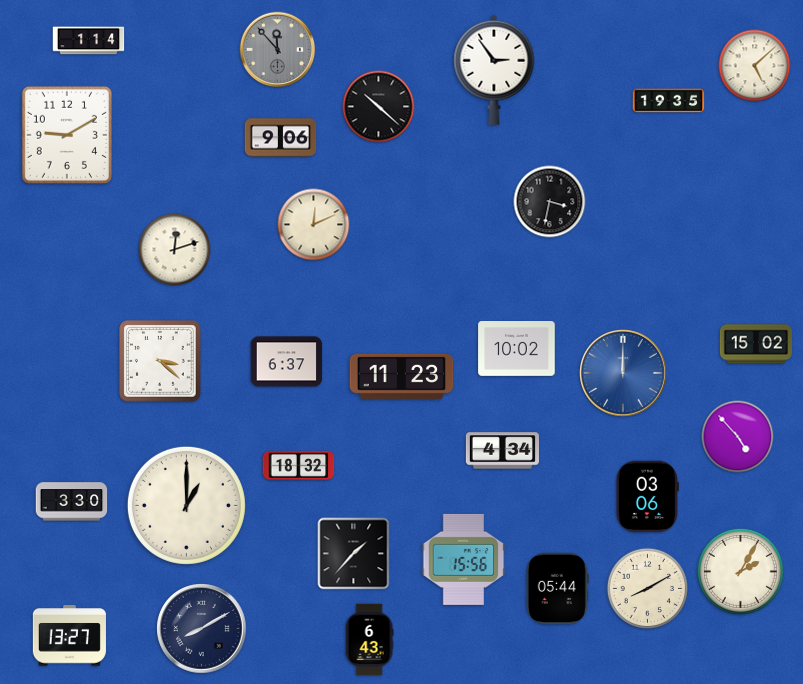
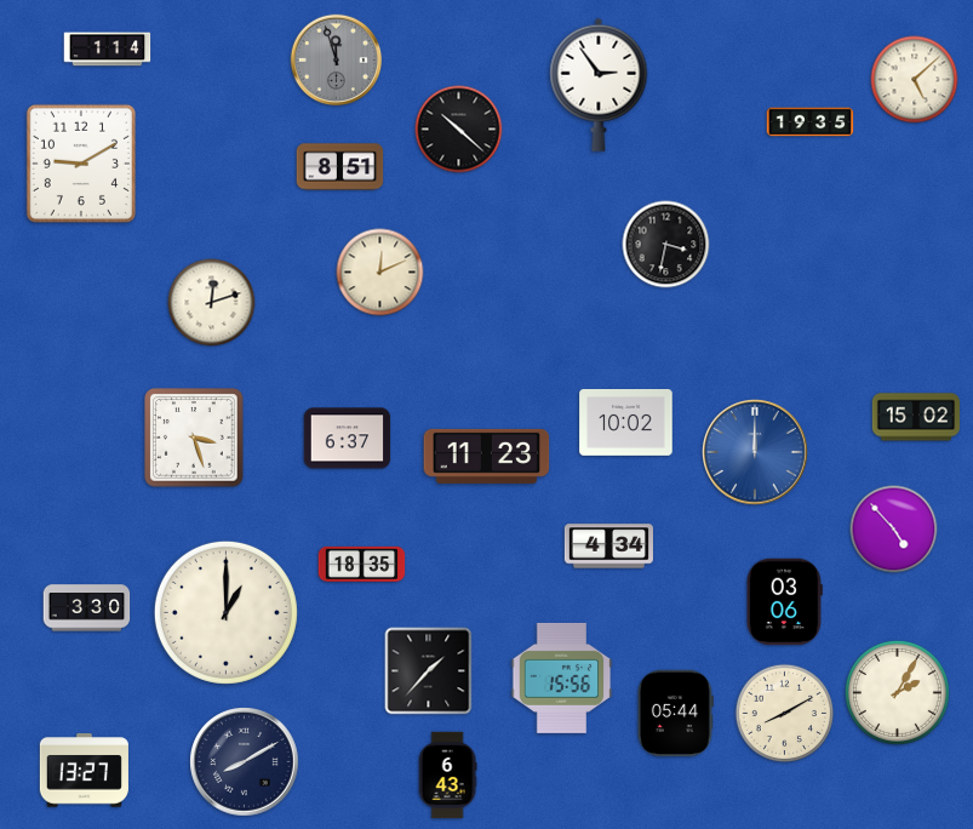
clock at (278, 50): 11:53 -> 11:57
clock at (281, 138): 9:06 -> 8:51
clock at (160, 361): 3:22 -> 3:27
clock at (299, 465): 18:32 -> 18:35
